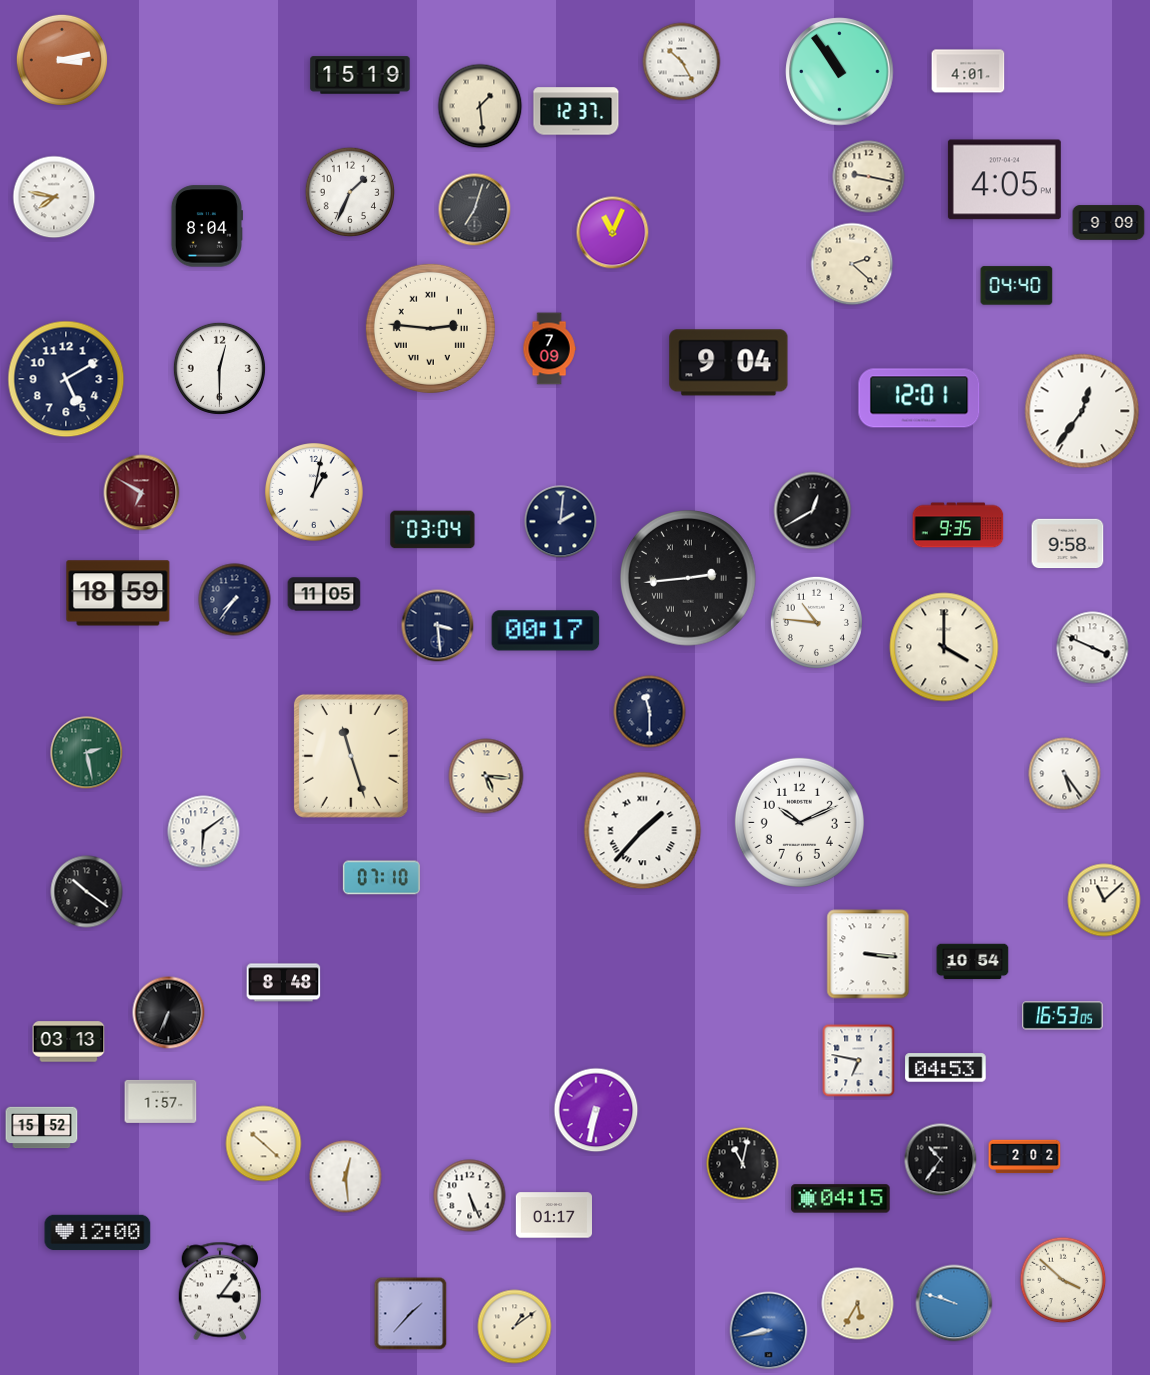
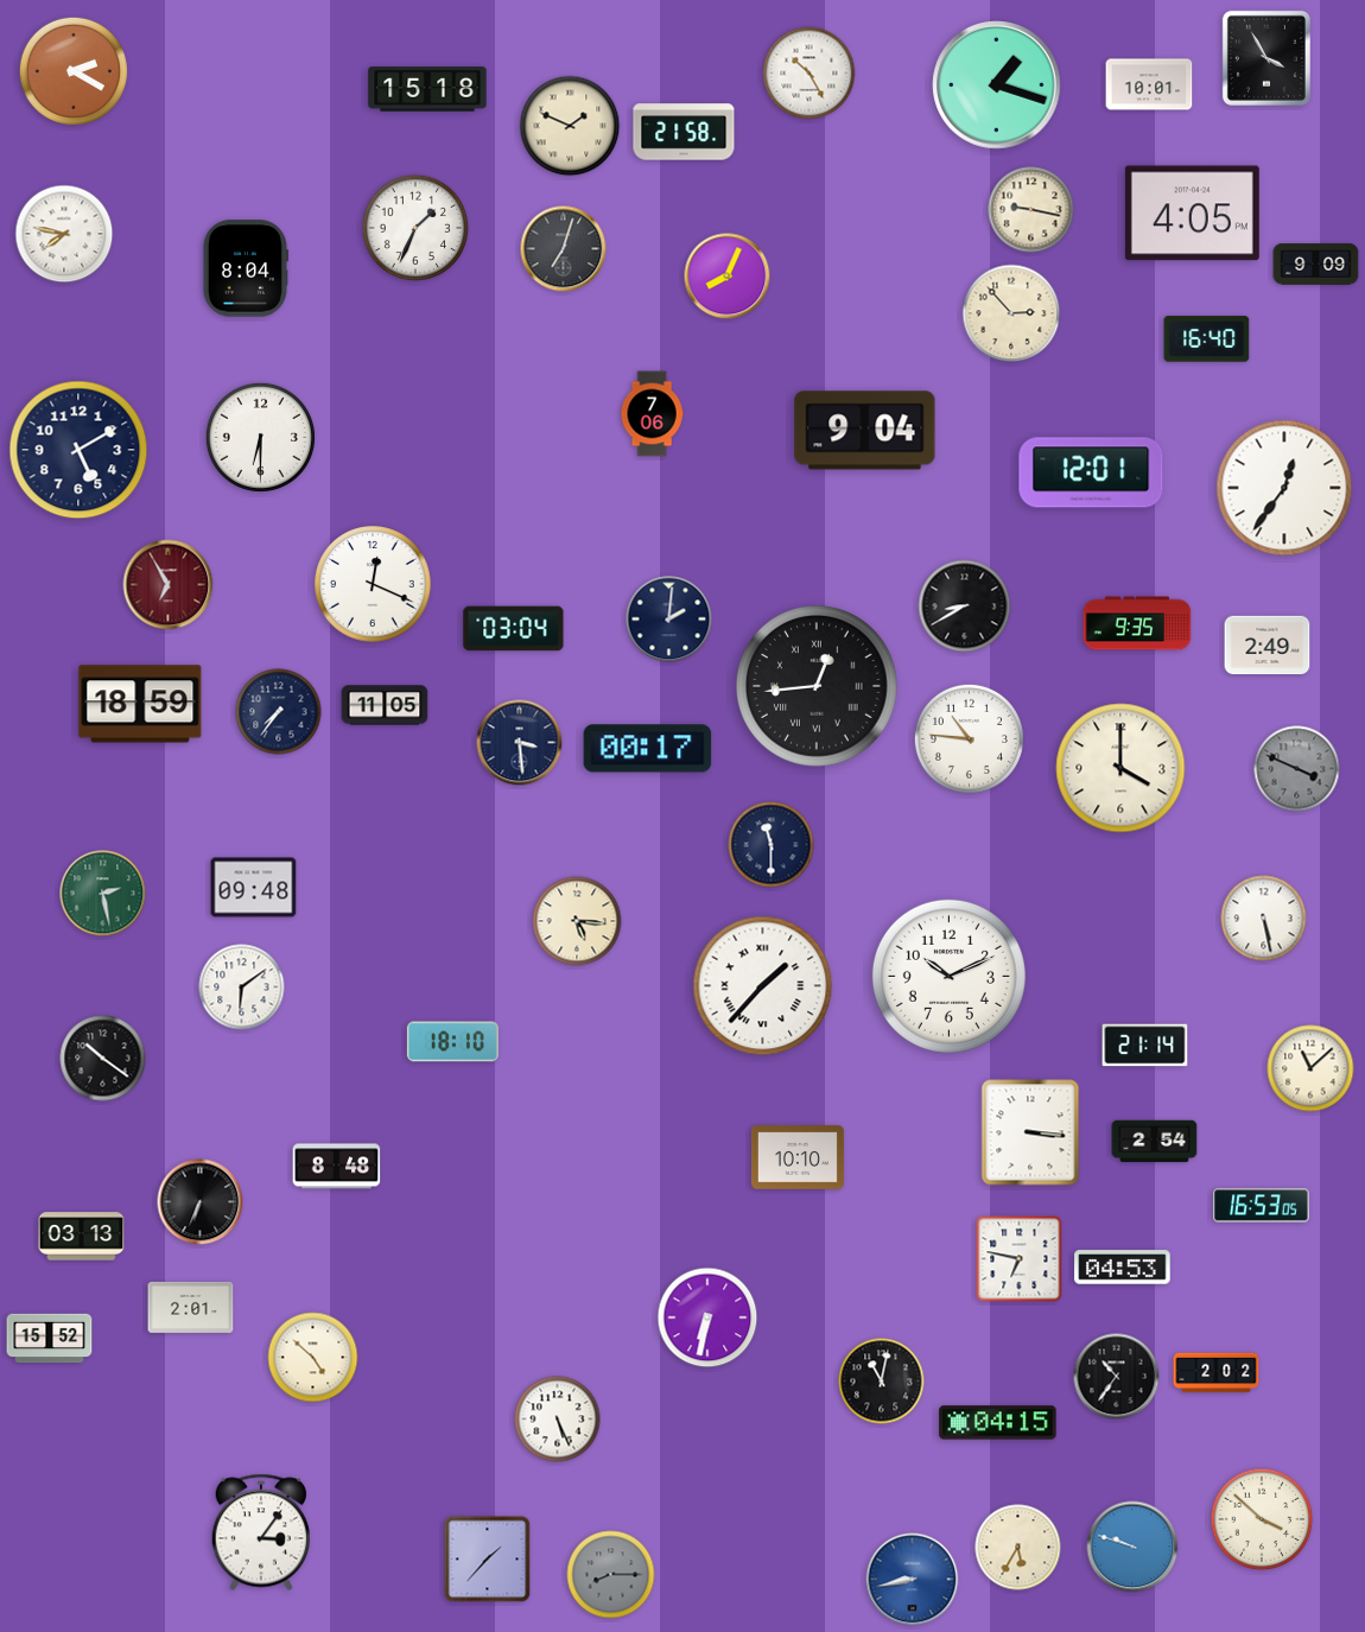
clock at (1266, 58): none -> 3:55
clock at (62, 60): 3:13 -> 2:20
clock at (968, 71): 4:01 -> 10:01
clock at (840, 72): 10:54 -> 1:18
clock at (360, 75): 15:19 -> 15:18
clock at (480, 106): 1:29 -> 1:49
clock at (576, 111): 12:37 -> 21:58
clock at (613, 233): 11:04 -> 8:04
clock at (852, 264): 2:22 -> 2:53
clock at (1017, 286): 04:40 -> 16:40
clock at (430, 328): 2:46 -> none
clock at (549, 349): 7:09 -> 7:06
clock at (219, 368): 12:30 -> 6:30
clock at (314, 492): 1:02 -> 12:19
clock at (142, 493): 6:50 -> 6:55
clock at (813, 511): 12:40 -> 8:40
clock at (561, 522) position: (561, 522) -> (669, 620)
clock at (1068, 544): 9:58 -> 2:49
clock at (689, 579): 2:44 -> 12:44
clock at (1093, 648) dial: white -> grey
clock at (254, 888): none -> 09:48
clock at (351, 756): 11:27 -> none
clock at (1065, 774): 5:24 -> 5:28
clock at (381, 878): 07:10 -> 18:10
clock at (1145, 1046): none -> 21:14
clock at (973, 962): 10:54 -> 2:54
clock at (798, 1157): none -> 10:10
clock at (161, 1101): 1:57 -> 2:01
clock at (264, 1144): 10:22 -> 4:52
clock at (346, 1177): 12:29 -> none
clock at (553, 1215): 01:17 -> none
clock at (98, 1233): 12:00 -> none
clock at (515, 1327): 1:09 -> 8:15
clock at (515, 1327) dial: cream -> grey
